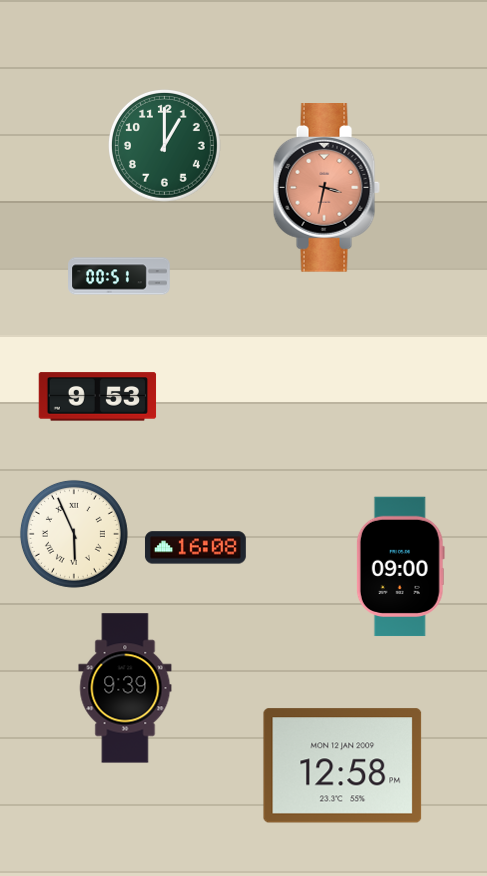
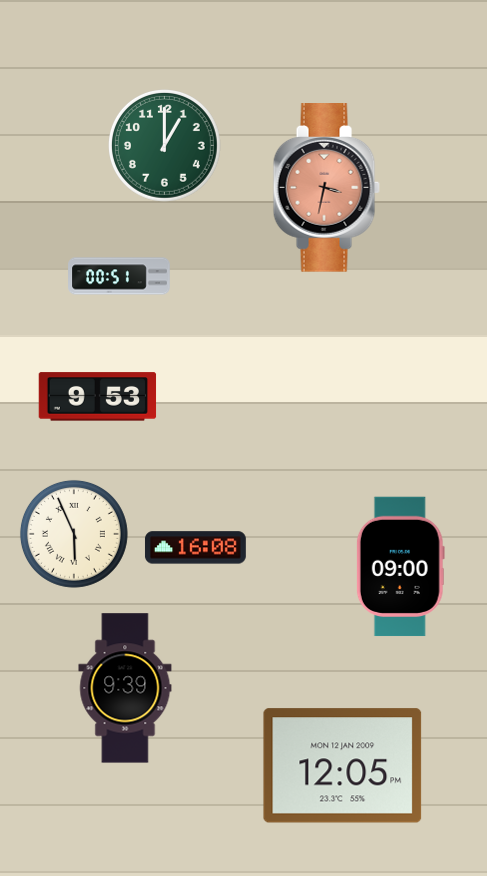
clock at (343, 766): 12:58 -> 12:05
